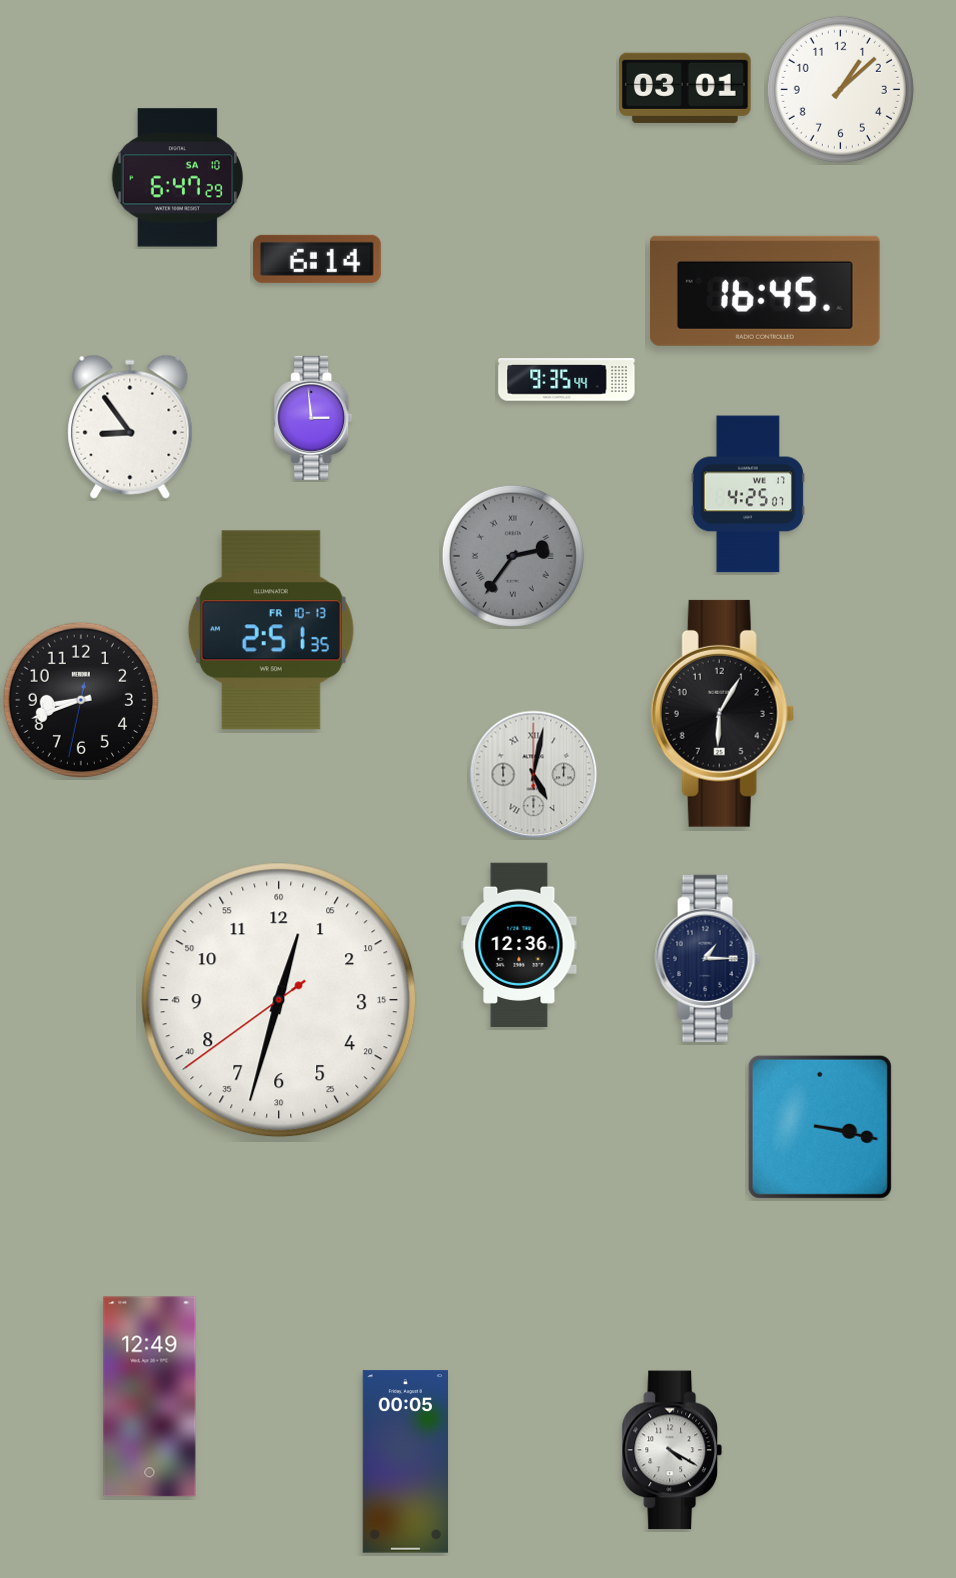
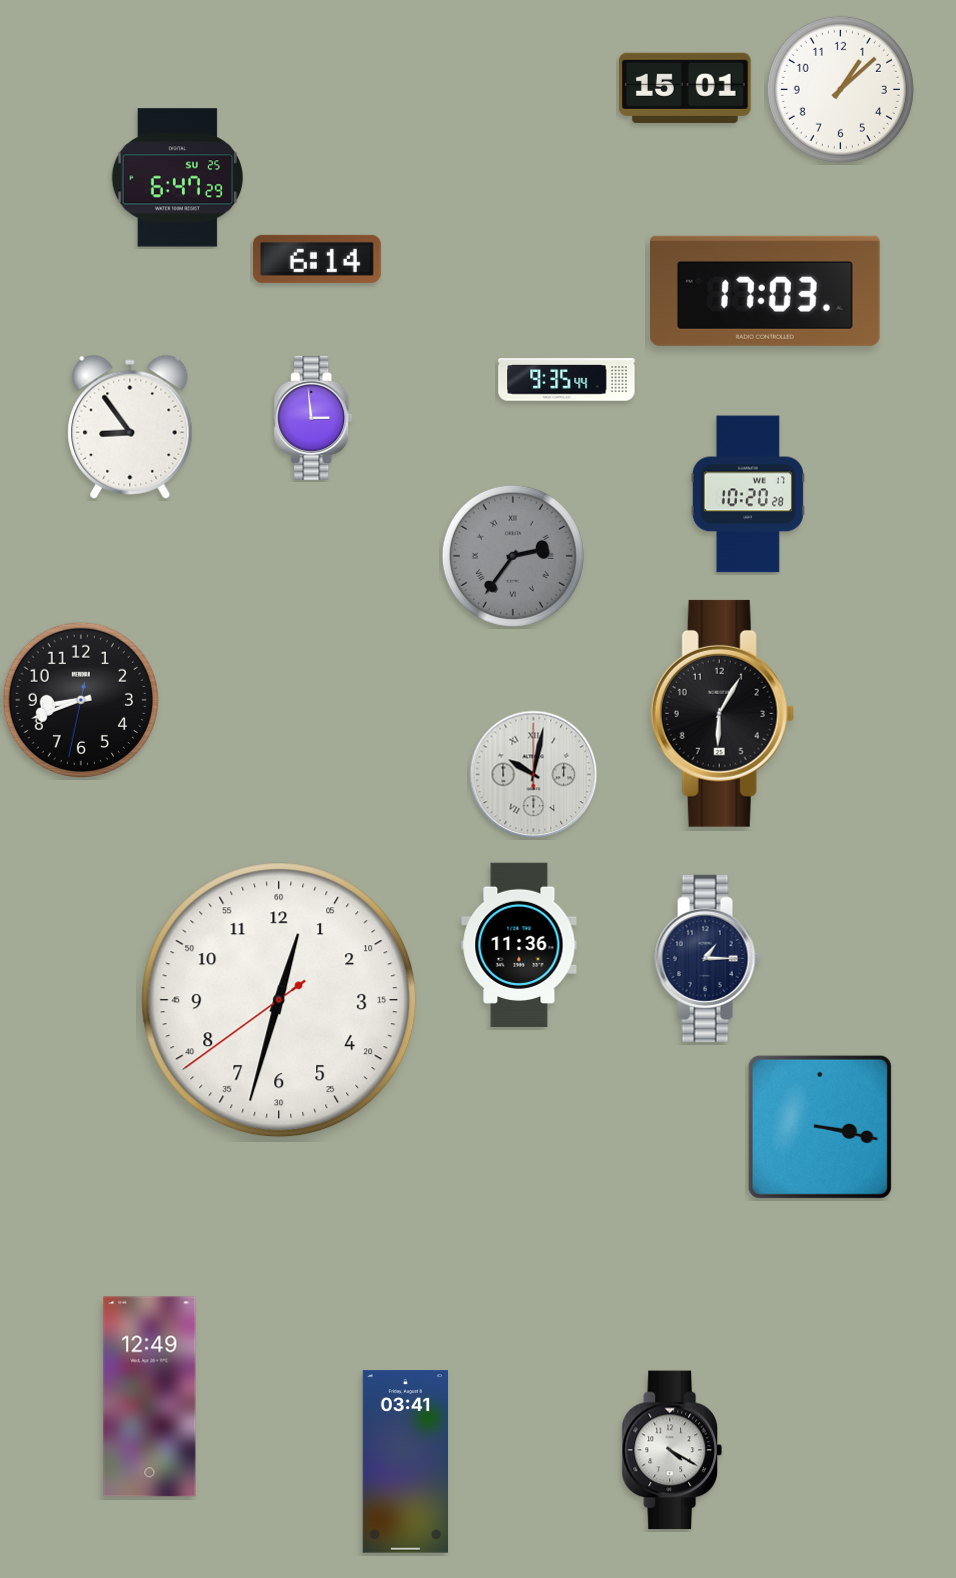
clock at (686, 88): 03:01 -> 15:01
clock at (177, 178) date: SA 10 -> SU 25
clock at (765, 291): 16:45 -> 17:03
clock at (748, 494): 4:25 -> 10:20
clock at (271, 630): 2:51 -> none
clock at (534, 775): 5:02 -> 10:02
clock at (519, 944): 12:36 -> 11:36
clock at (405, 1462): 00:05 -> 03:41
